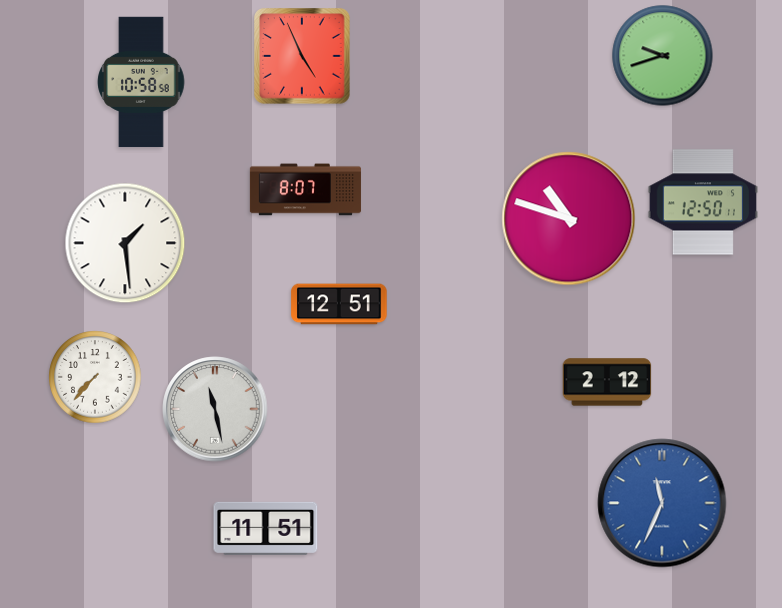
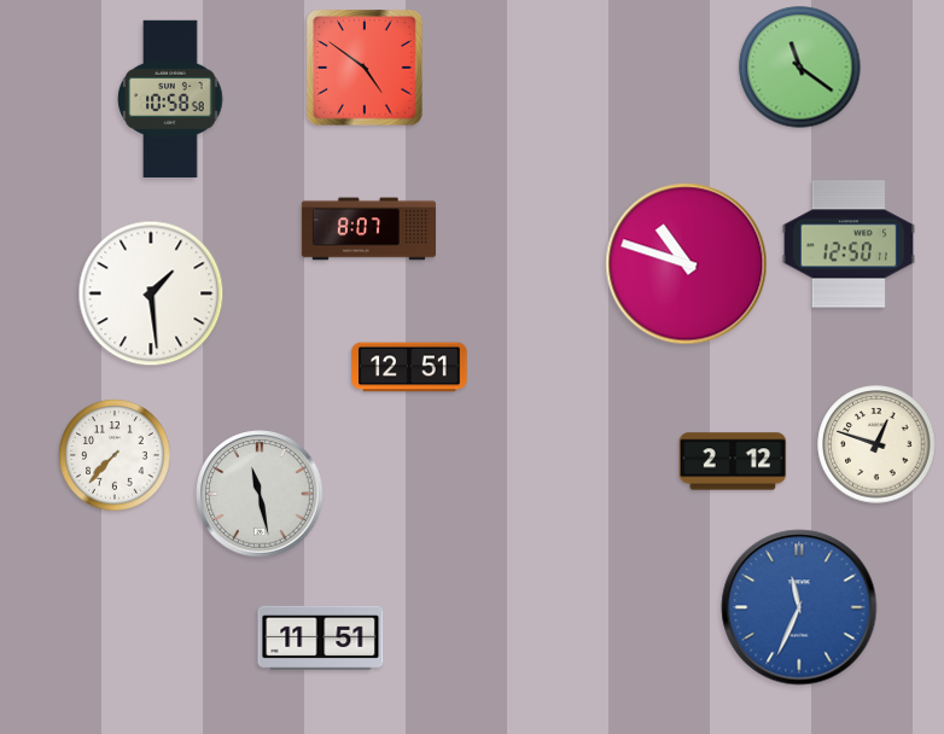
clock at (302, 56): 4:56 -> 4:51
clock at (663, 56): 9:42 -> 11:21
clock at (876, 444): none -> 12:48
